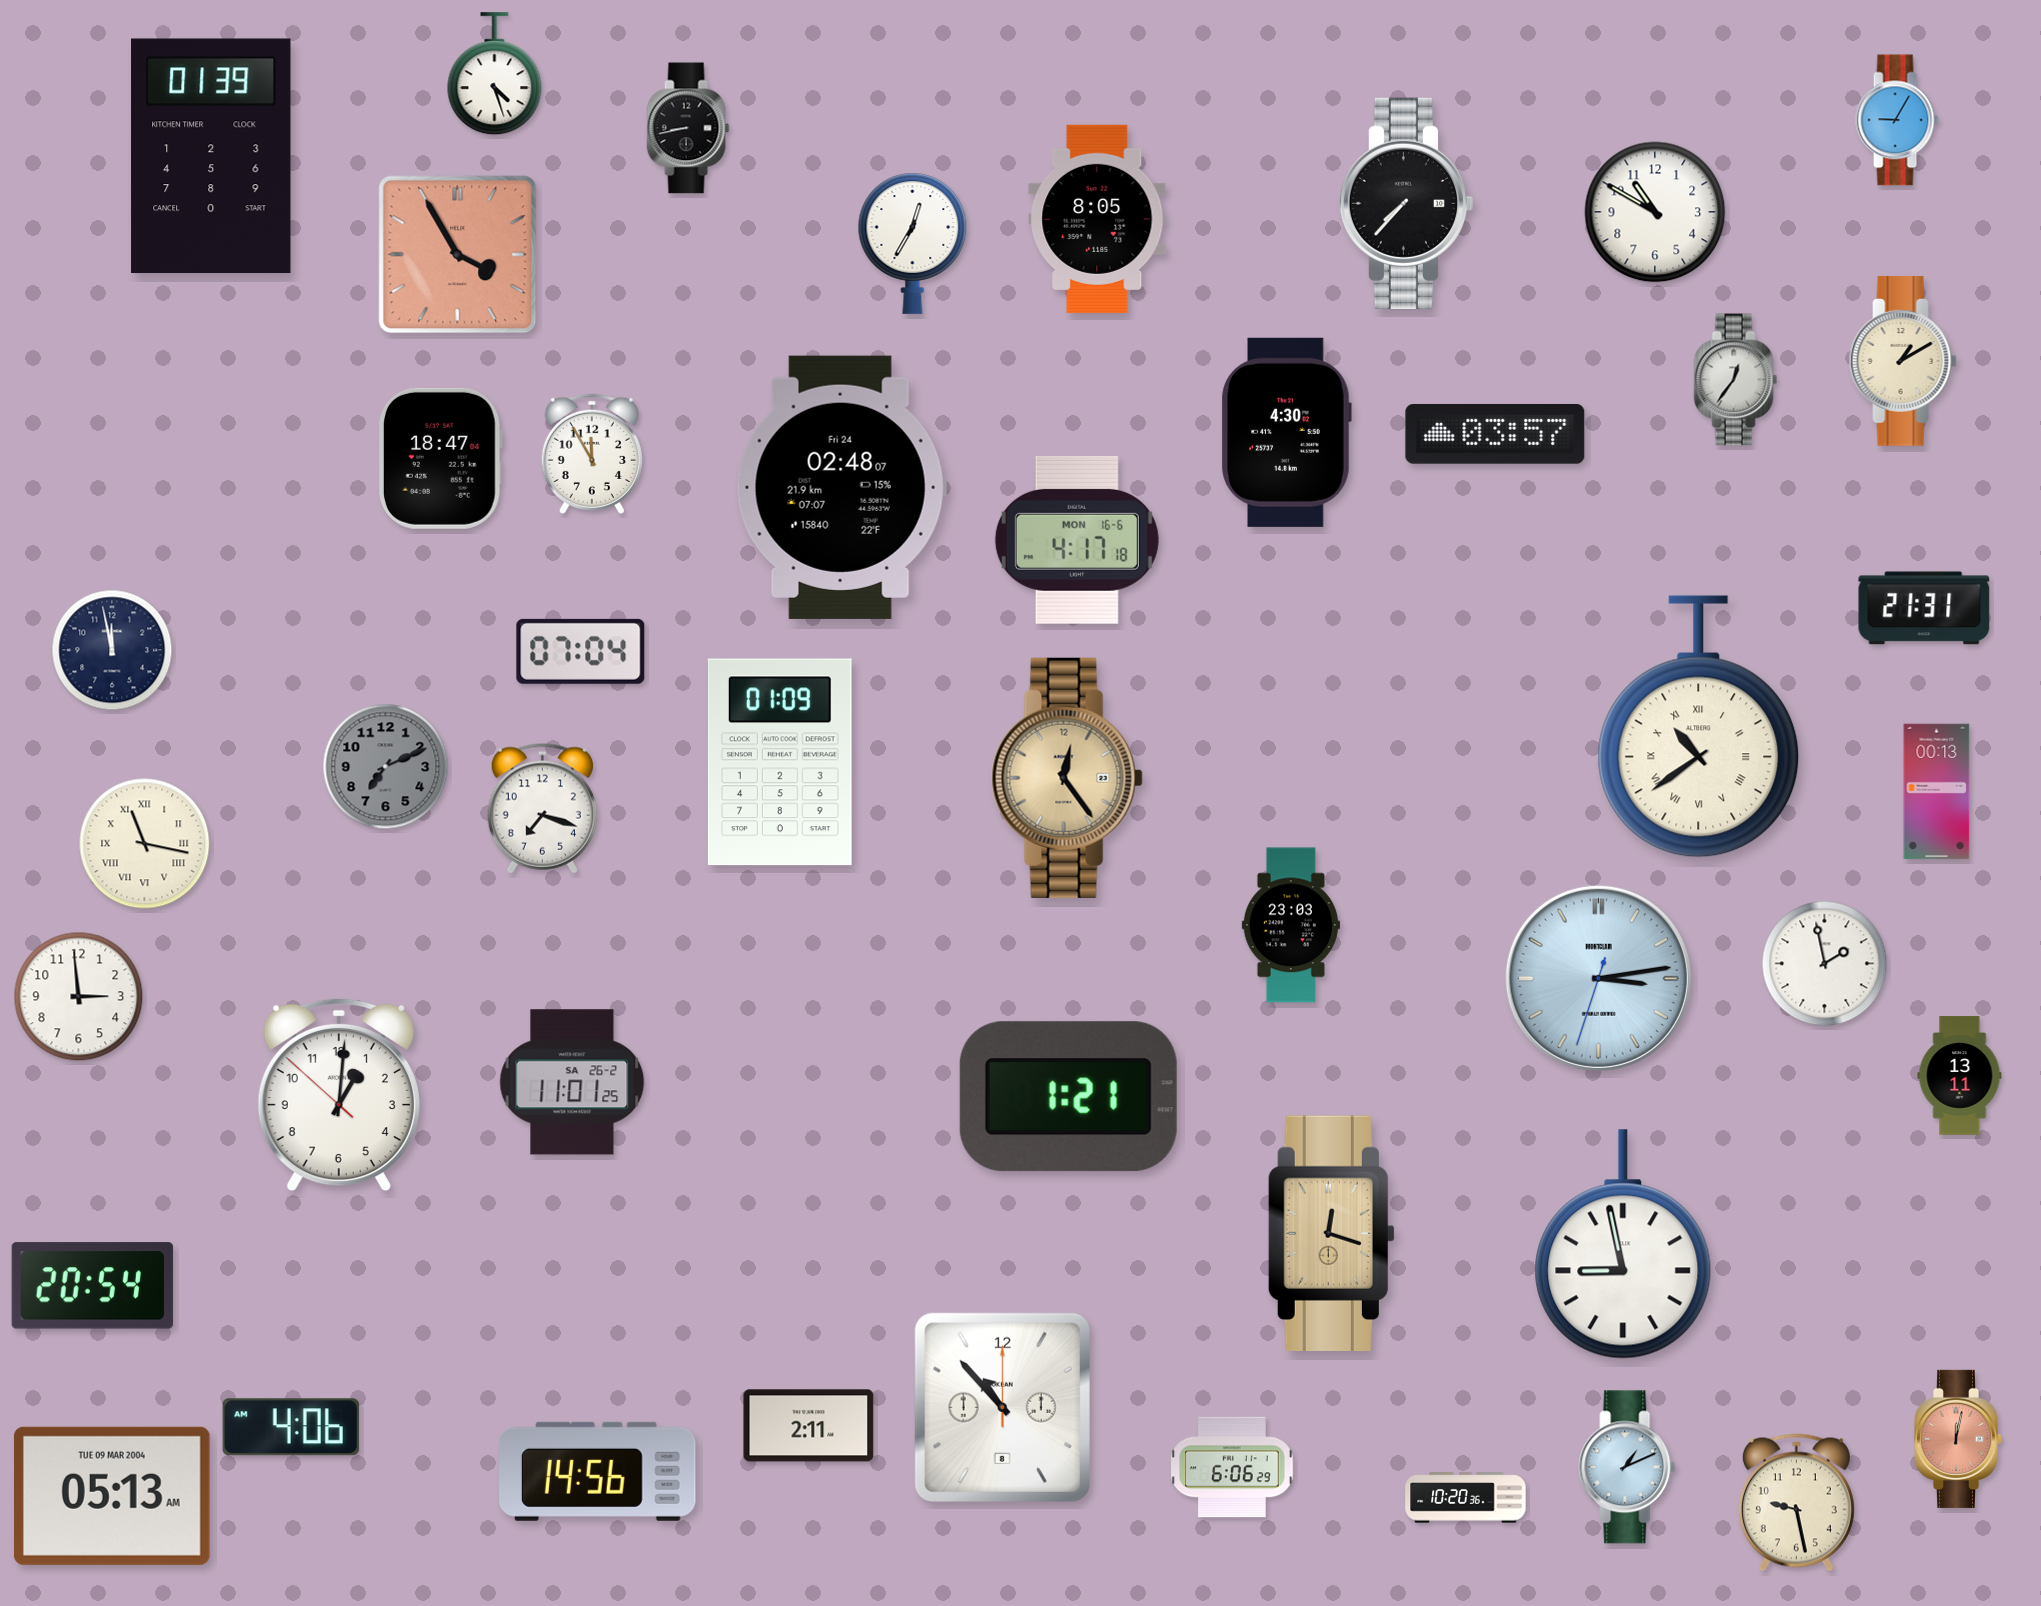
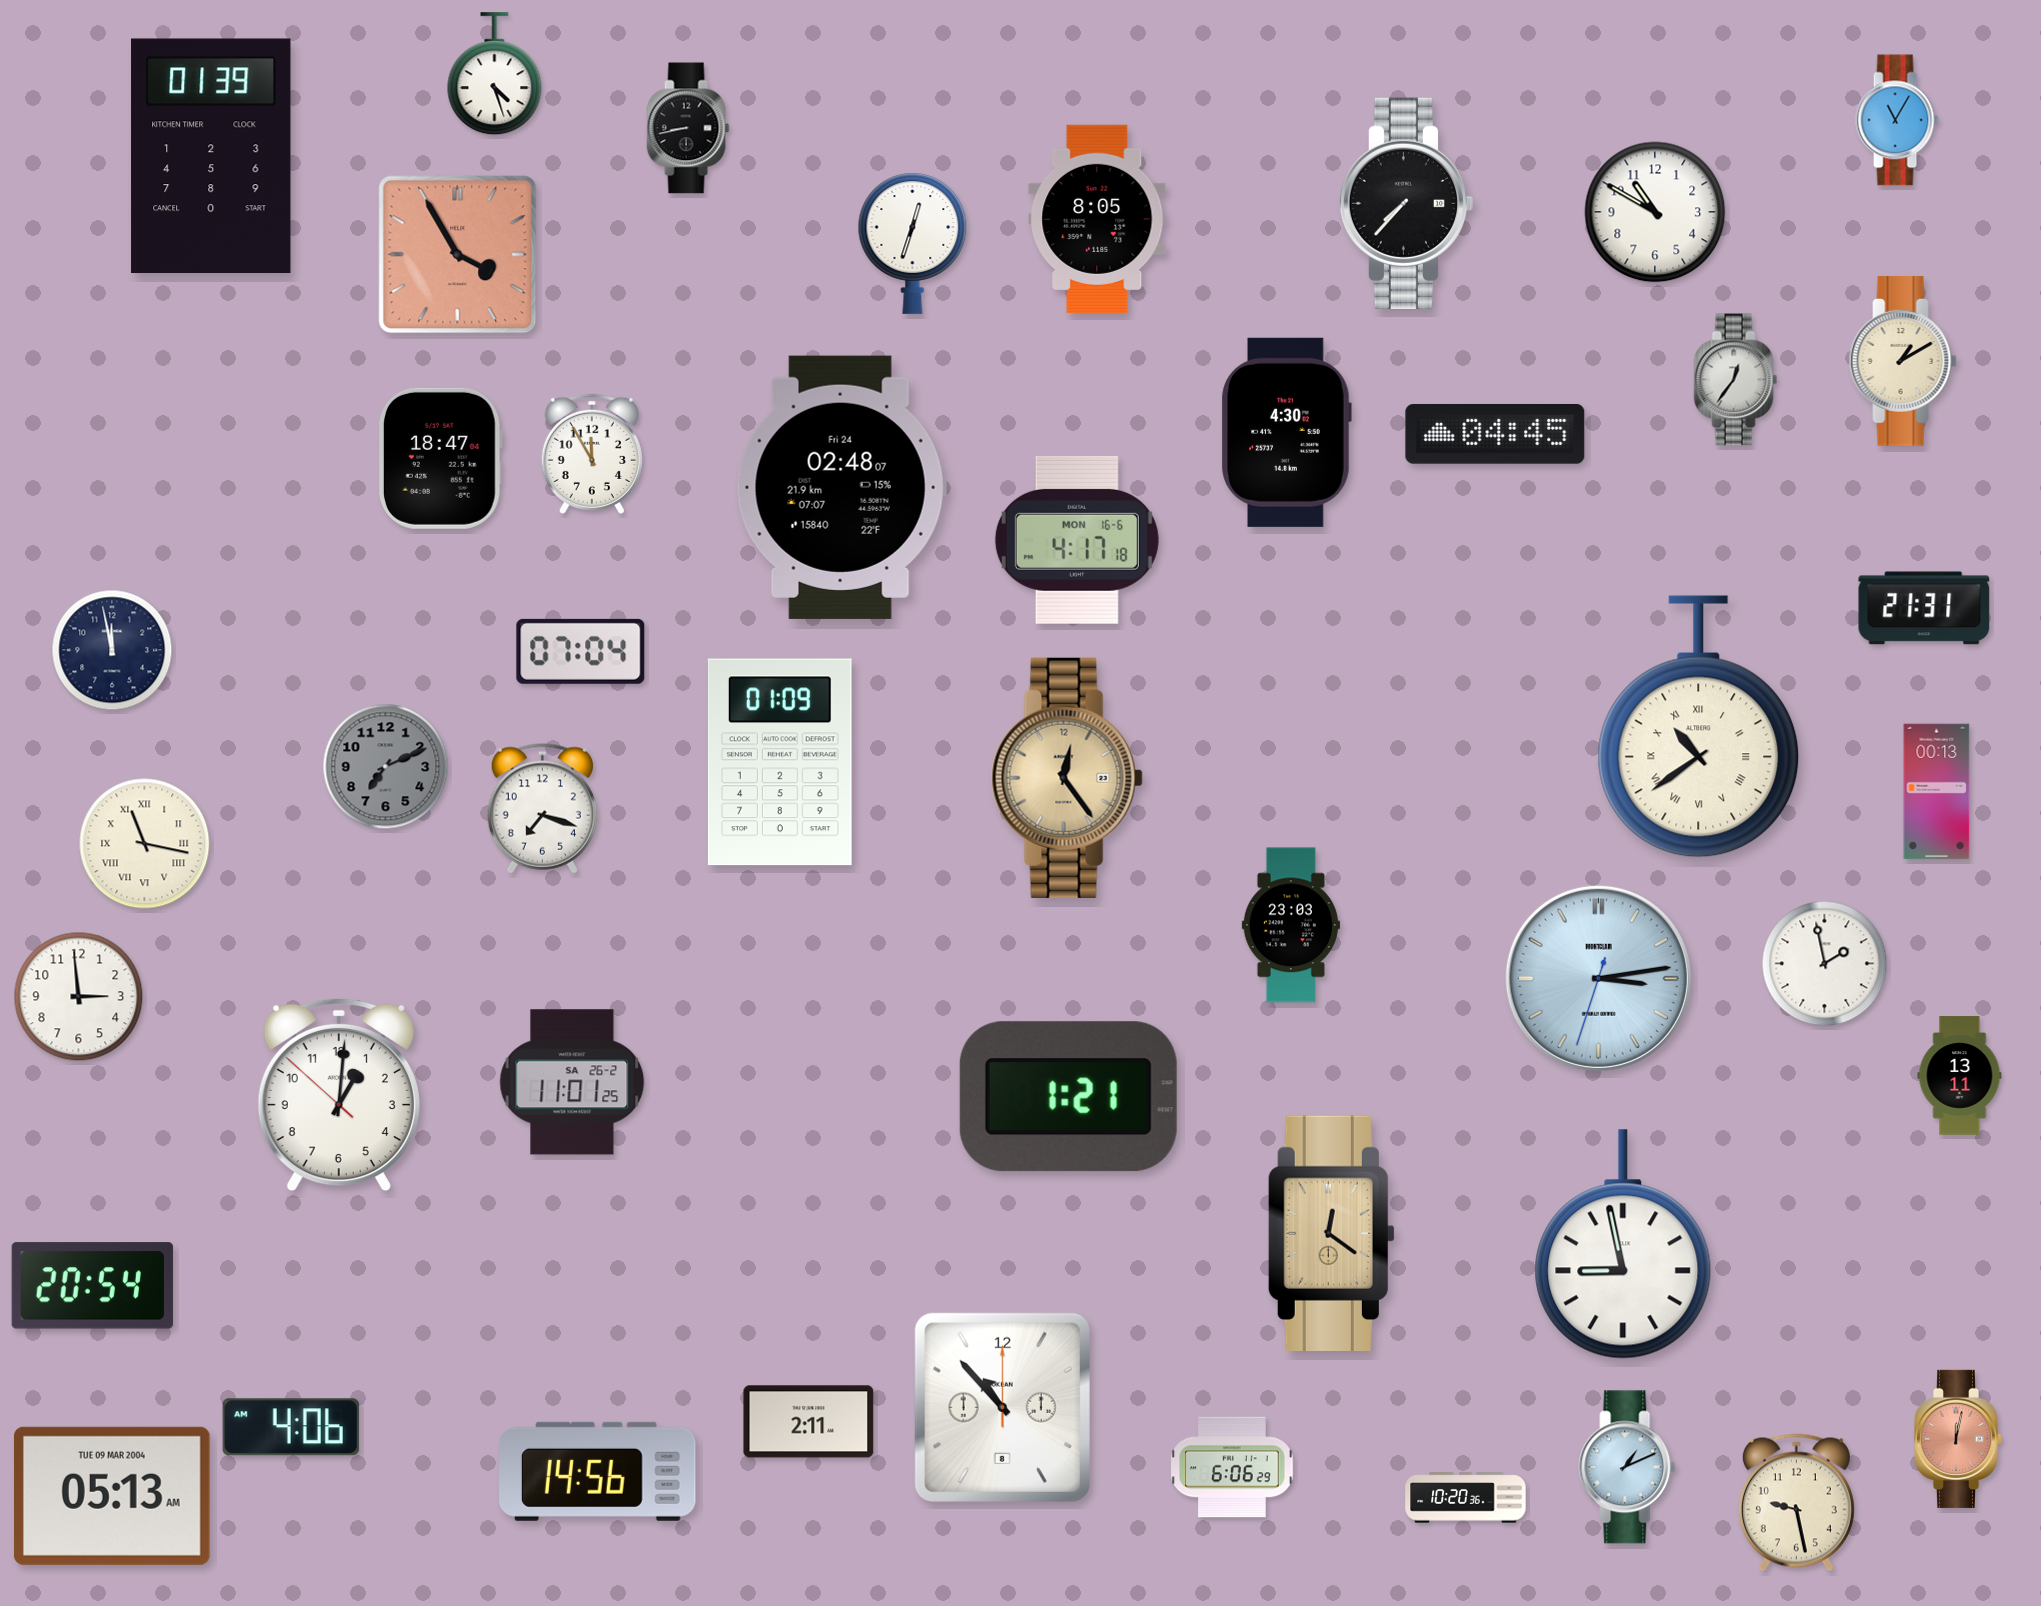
clock at (1897, 120): 9:05 -> 11:05
clock at (913, 243): 12:35 -> 12:33
clock at (1495, 434): 03:57 -> 04:45
clock at (1331, 1233): 12:18 -> 12:21
clock at (809, 1426) position: (809, 1426) -> (809, 1422)
